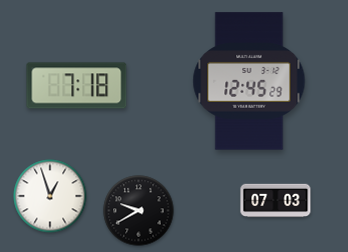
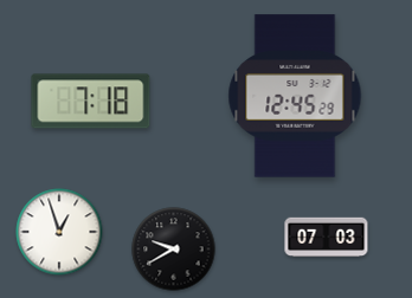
clock at (139, 211) position: (139, 211) -> (174, 250)
